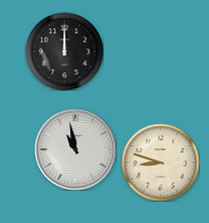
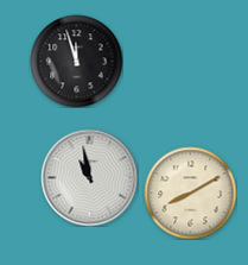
clock at (64, 51): 12:00 -> 11:57
clock at (160, 162): 8:48 -> 8:10
